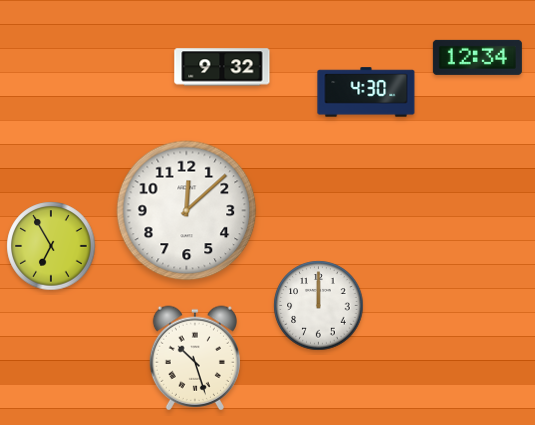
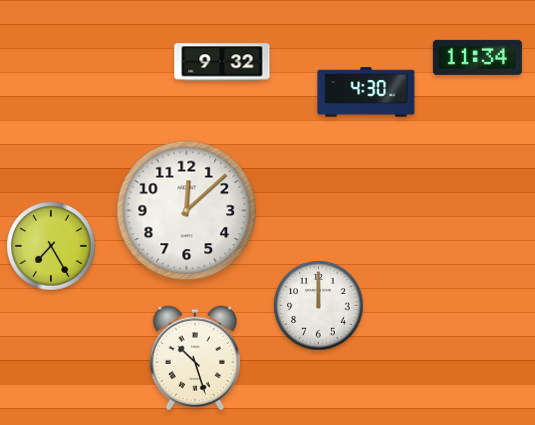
clock at (477, 57): 12:34 -> 11:34
clock at (222, 67) position: (222, 67) -> (222, 62)
clock at (51, 246): 6:55 -> 7:25
